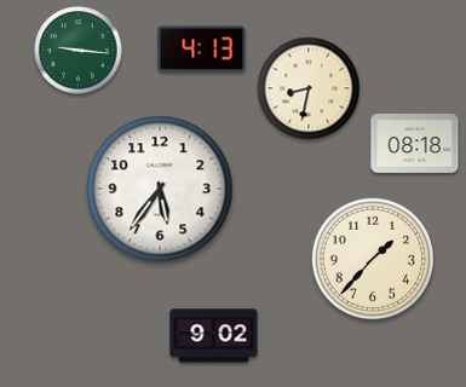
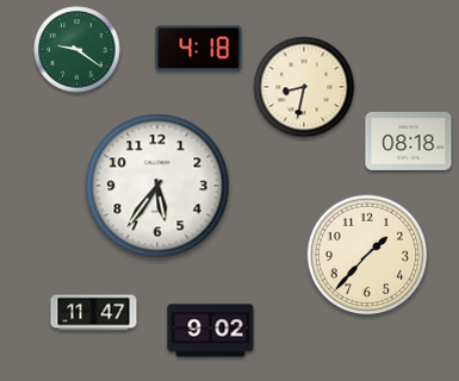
clock at (202, 50): 4:13 -> 4:18
clock at (79, 51): 9:16 -> 9:21
clock at (94, 313): none -> 11:47
